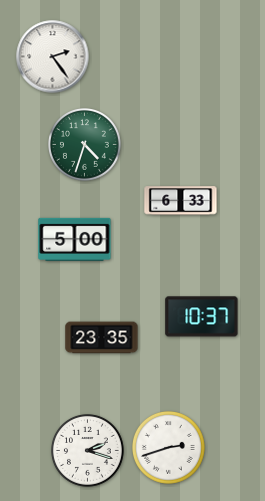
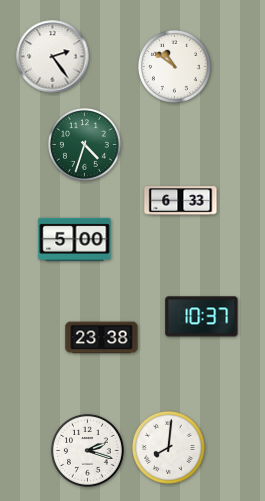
clock at (175, 67): none -> 10:51
clock at (102, 338): 23:35 -> 23:38
clock at (169, 448): 2:42 -> 8:01
